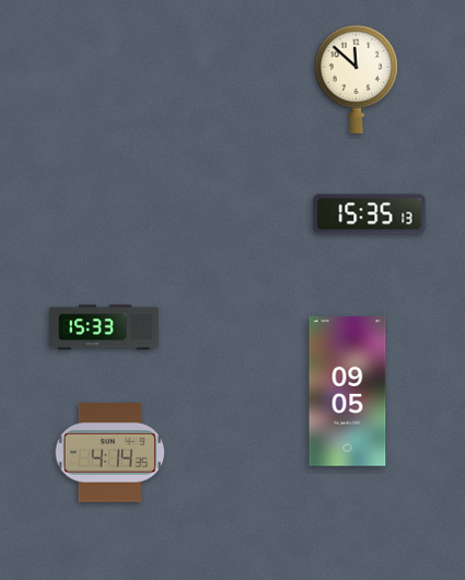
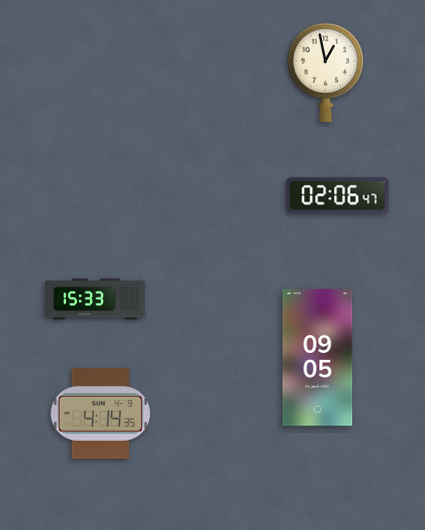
clock at (356, 79): 11:52 -> 12:58
clock at (370, 214): 15:35 -> 02:06
